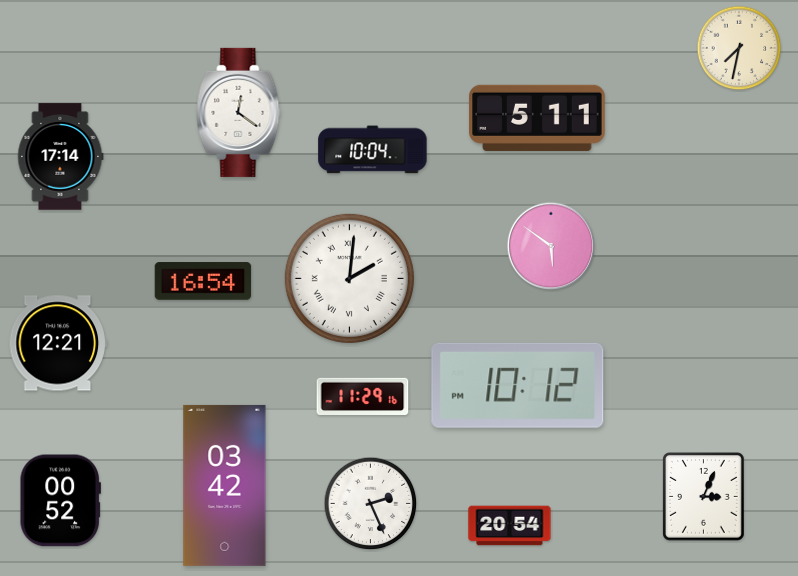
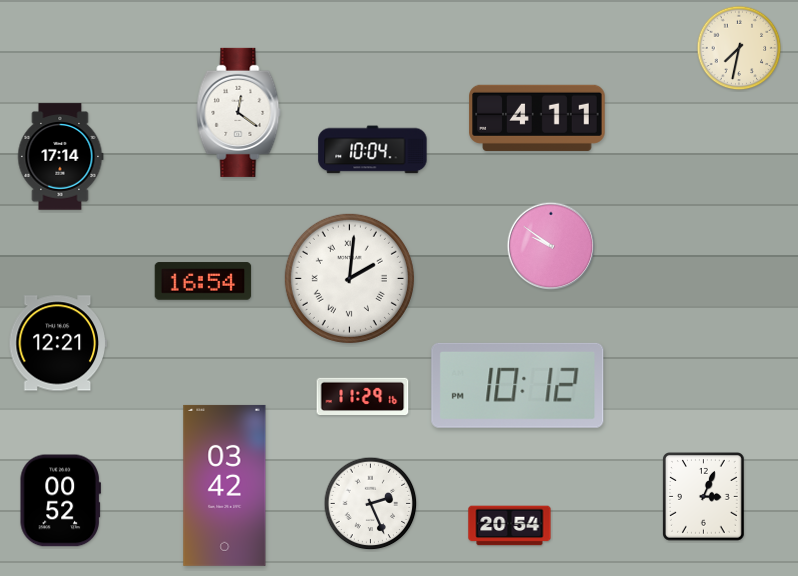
clock at (537, 118): 5:11 -> 4:11
clock at (551, 246): 5:51 -> 9:51
